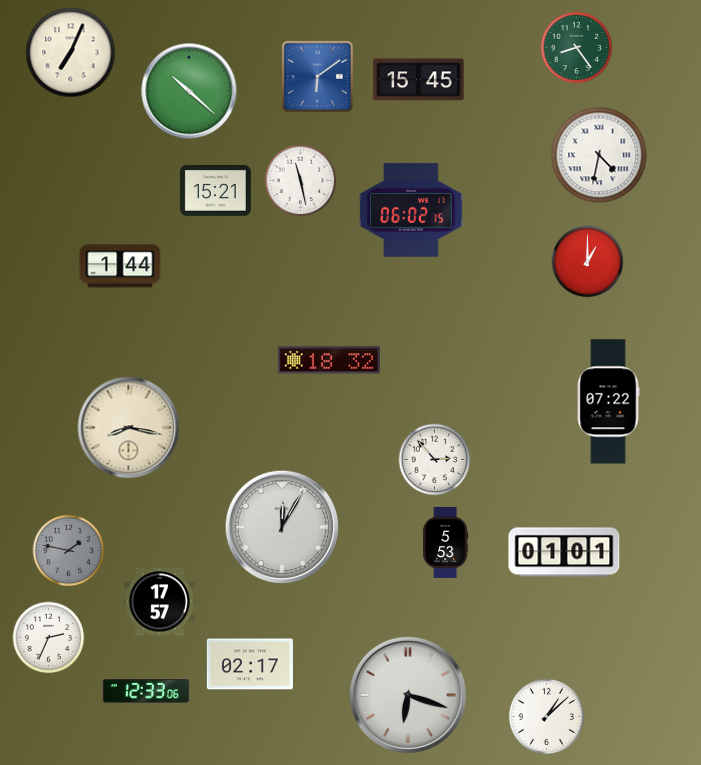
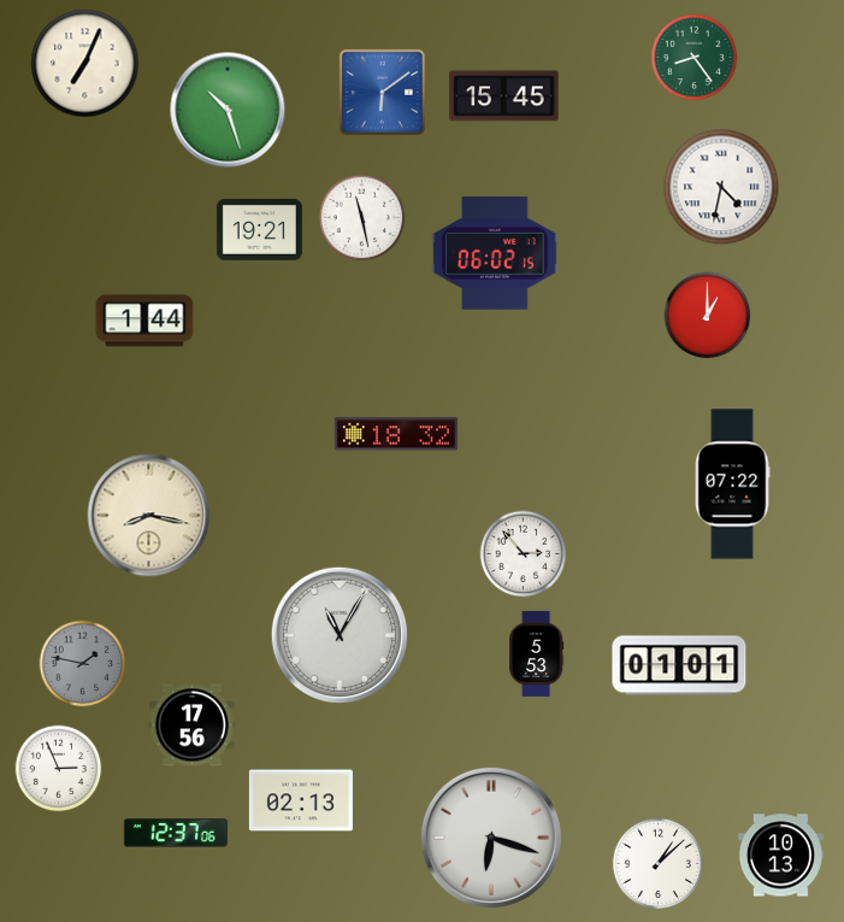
clock at (189, 91): 10:22 -> 10:27
clock at (215, 190): 15:21 -> 19:21
clock at (129, 428) position: (129, 428) -> (149, 516)
clock at (281, 526): 12:05 -> 11:05
clock at (159, 602): 17:57 -> 17:56
clock at (49, 638): 2:34 -> 2:56
clock at (250, 664): 02:17 -> 02:13
clock at (146, 691): 12:33 -> 12:37
clock at (780, 856): none -> 10:13
